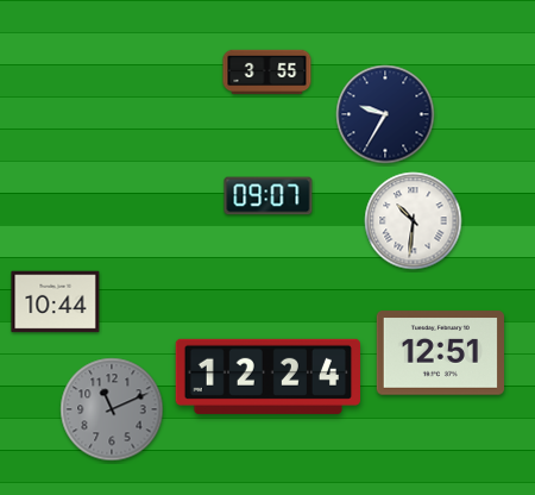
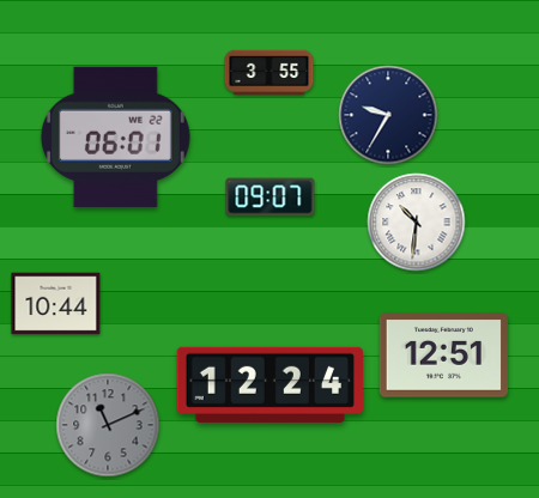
clock at (115, 136): none -> 06:01
clock at (267, 376) position: (267, 376) -> (269, 384)
clock at (112, 409) position: (112, 409) -> (108, 425)
